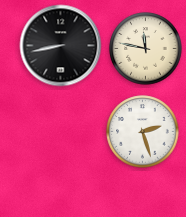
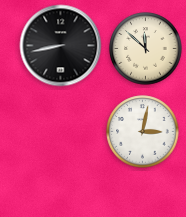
clock at (146, 49): 11:47 -> 11:52
clock at (143, 132): 2:27 -> 3:02
